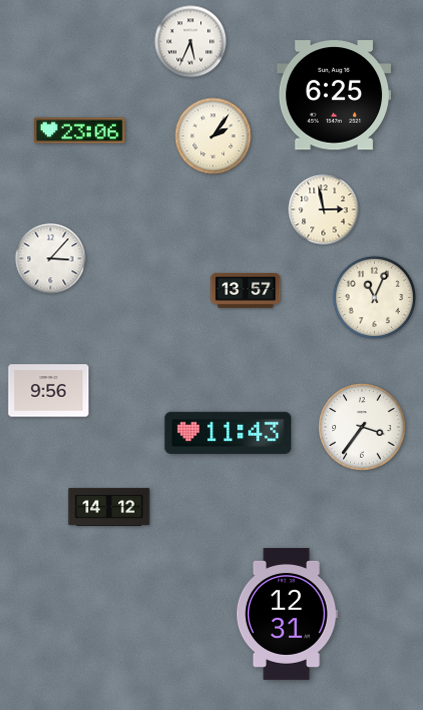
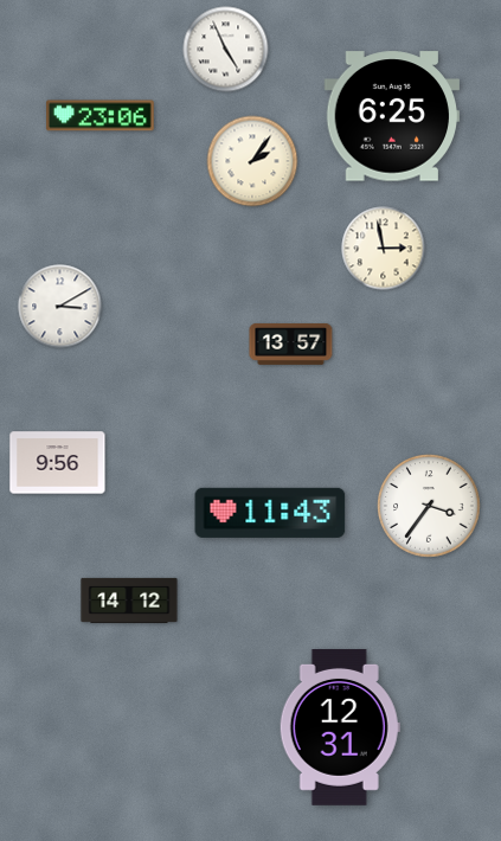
clock at (191, 42): 5:34 -> 4:56
clock at (334, 95) position: (334, 95) -> (392, 116)
clock at (80, 131) position: (80, 131) -> (101, 116)
clock at (51, 259): 3:07 -> 3:10
clock at (374, 297): 11:04 -> none
